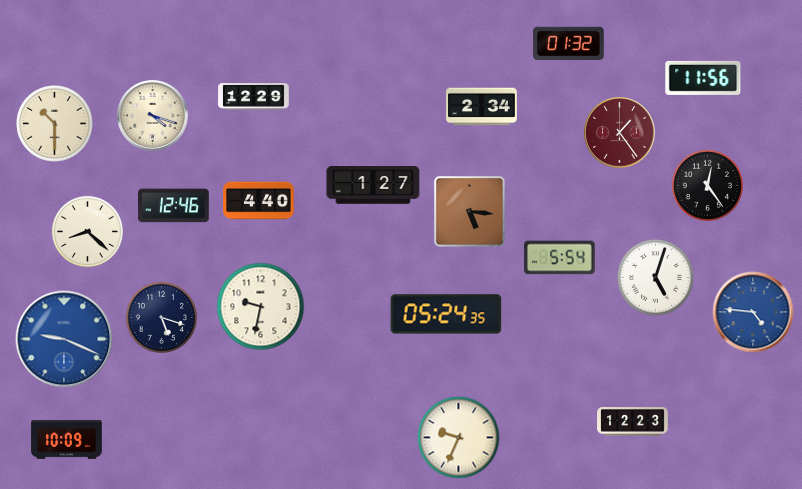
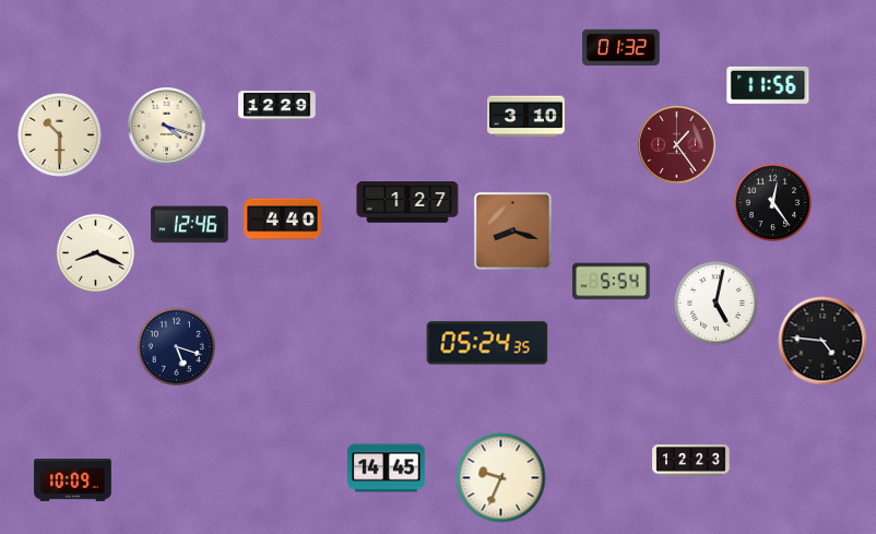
clock at (482, 107): 2:34 -> 3:10
clock at (469, 211): 5:16 -> 8:18
clock at (87, 231): 8:22 -> 8:19
clock at (656, 278): 5:03 -> 5:02
clock at (261, 307): 9:32 -> none
clock at (753, 312) dial: blue -> black
clock at (64, 339): 9:19 -> none
clock at (387, 468): none -> 14:45
